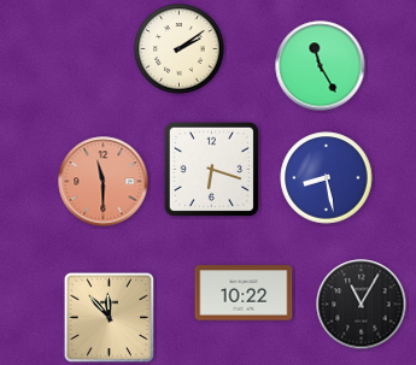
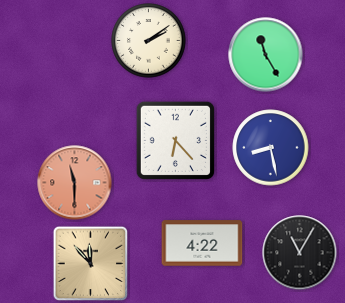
clock at (211, 169): 6:18 -> 6:23
clock at (104, 182) position: (104, 182) -> (75, 183)
clock at (244, 293): 10:22 -> 4:22
